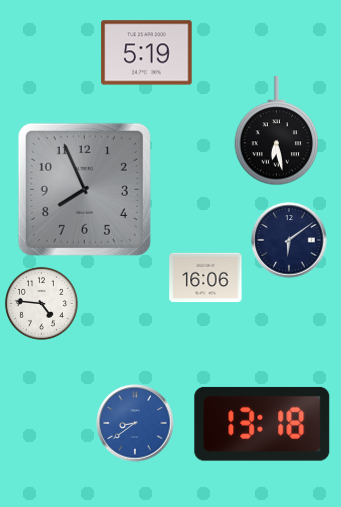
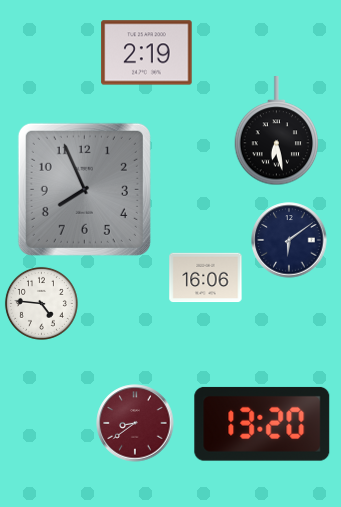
clock at (147, 53): 5:19 -> 2:19
clock at (135, 423) dial: blue -> burgundy
clock at (262, 424): 13:18 -> 13:20
